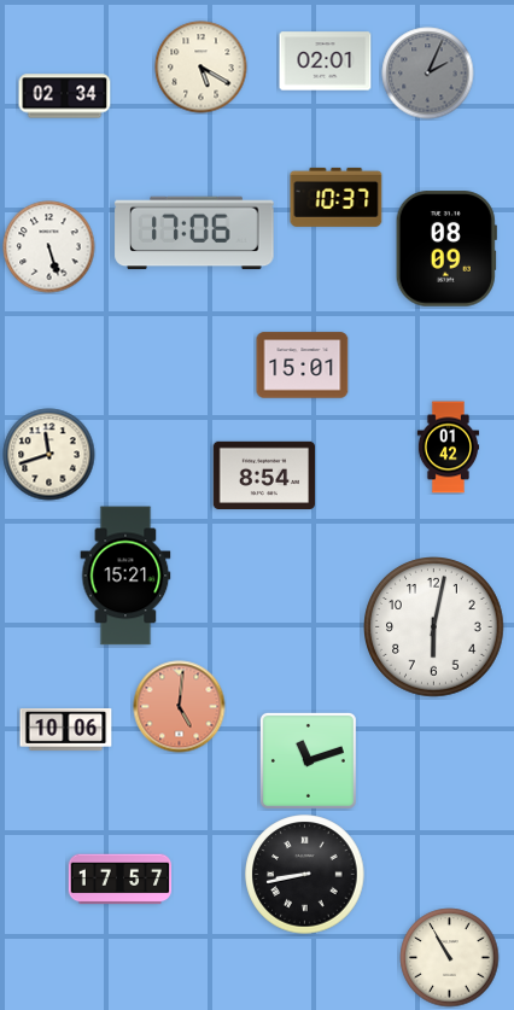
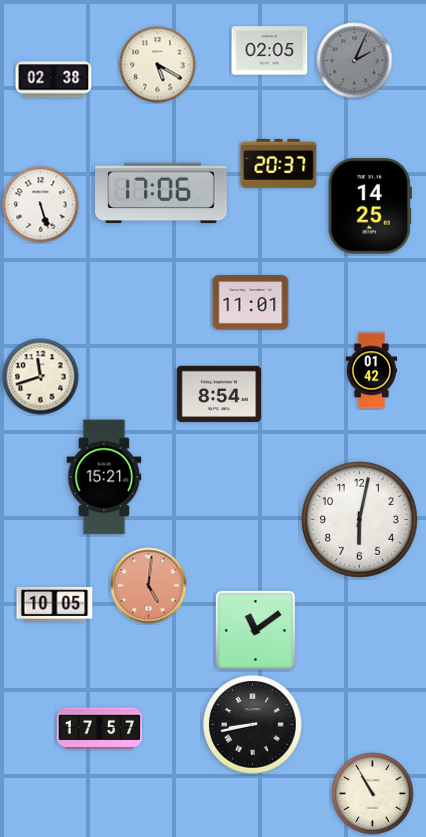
clock at (326, 62): 02:01 -> 02:05
clock at (201, 68) position: (201, 68) -> (158, 65)
clock at (65, 97): 02:34 -> 02:38
clock at (337, 197): 10:37 -> 20:37
clock at (446, 249): 08:09 -> 14:25
clock at (303, 366): 15:01 -> 11:01
clock at (66, 730): 10:06 -> 10:05
clock at (308, 760): 11:12 -> 11:09
